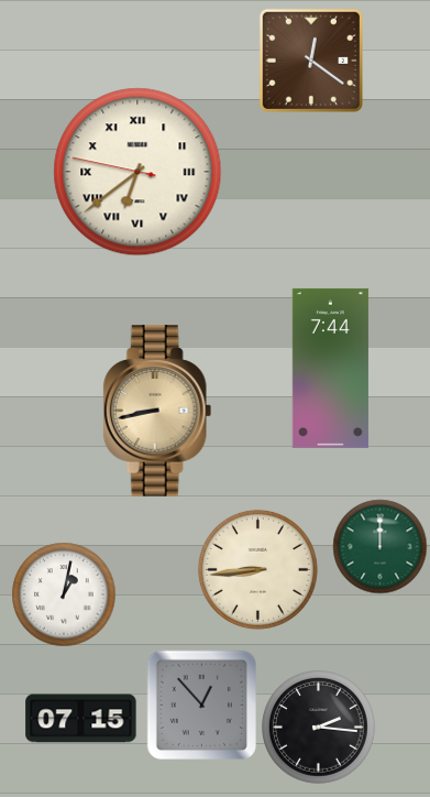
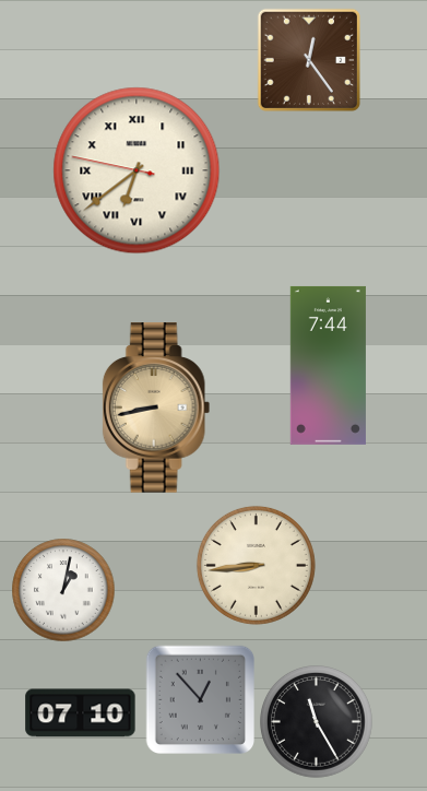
clock at (311, 61): 12:21 -> 12:24
clock at (379, 546): 12:00 -> none
clock at (81, 719): 07:15 -> 07:10
clock at (319, 728): 2:16 -> 11:25
